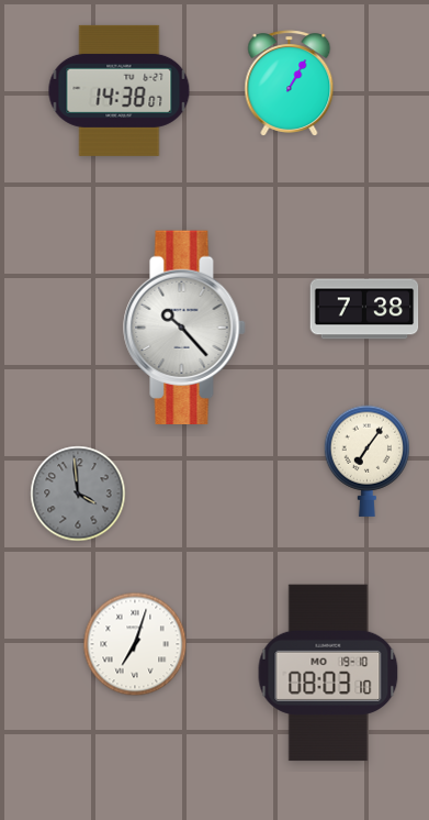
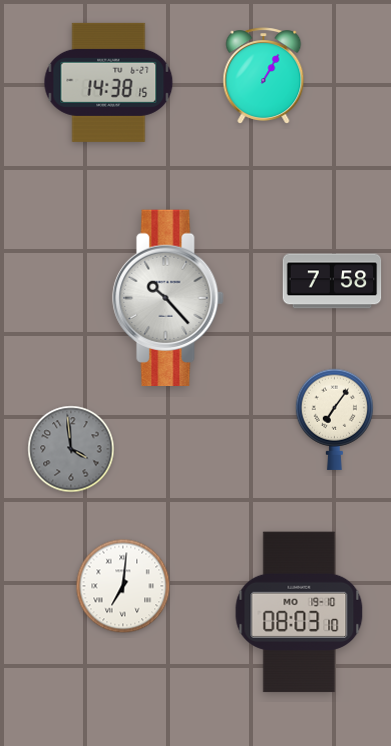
clock at (120, 90): 14:38:07 -> 14:38:15
clock at (364, 309): 7:38 -> 7:58
clock at (135, 644): 7:03 -> 7:01
